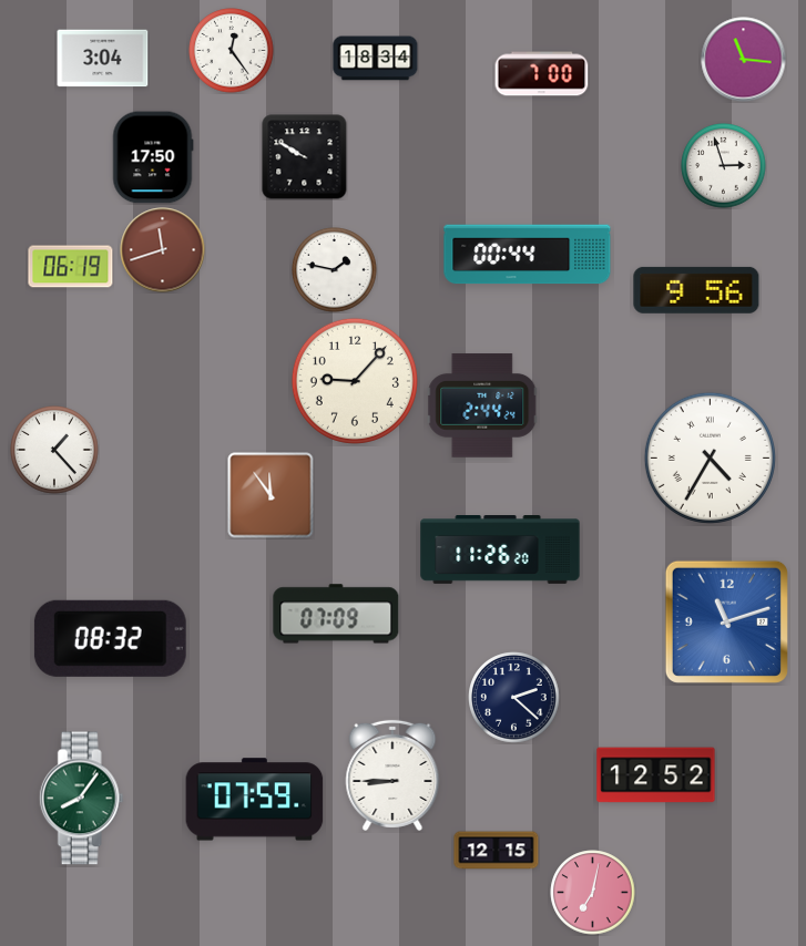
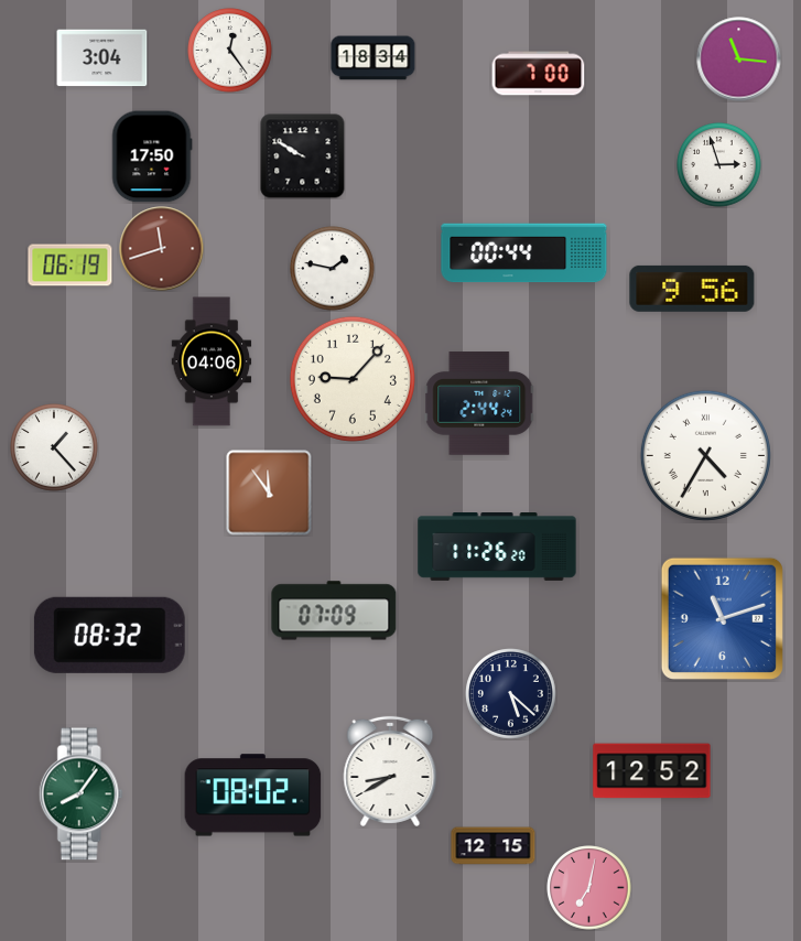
clock at (212, 361): none -> 04:06
clock at (514, 698): 2:22 -> 5:22
clock at (392, 775): 8:45 -> 8:40
clock at (255, 800): 07:59 -> 08:02
